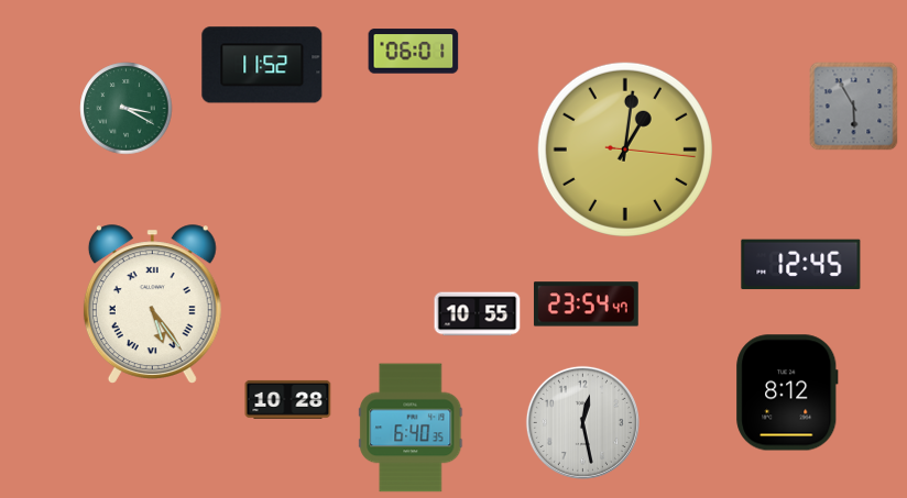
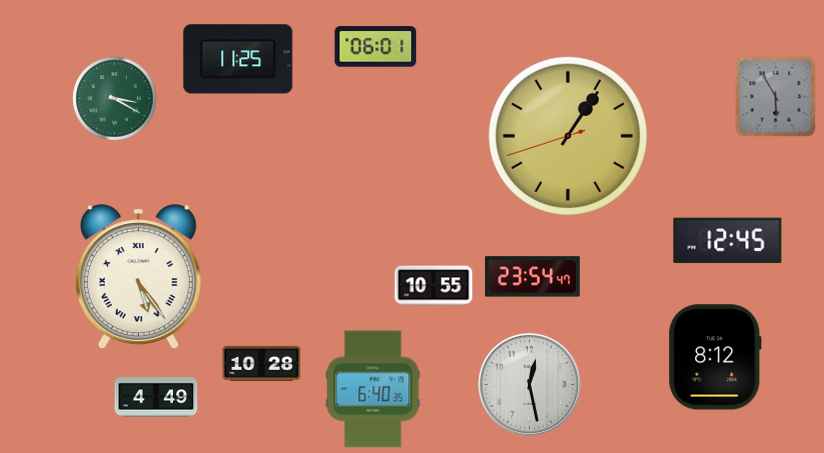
clock at (262, 65): 11:52 -> 11:25
clock at (625, 150): 1:01 -> 1:05
clock at (156, 397): none -> 4:49
